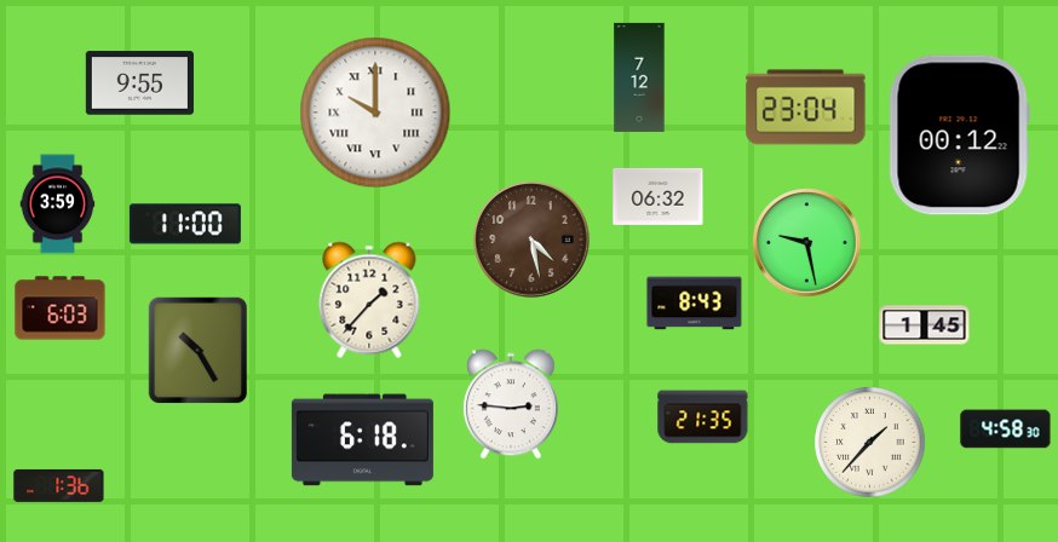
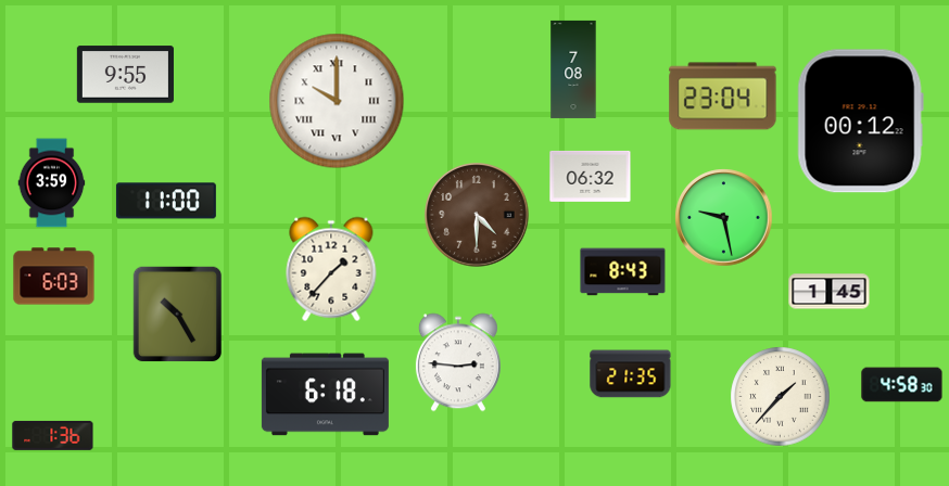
clock at (639, 77): 7:12 -> 7:08
clock at (531, 240): 4:28 -> 4:30
